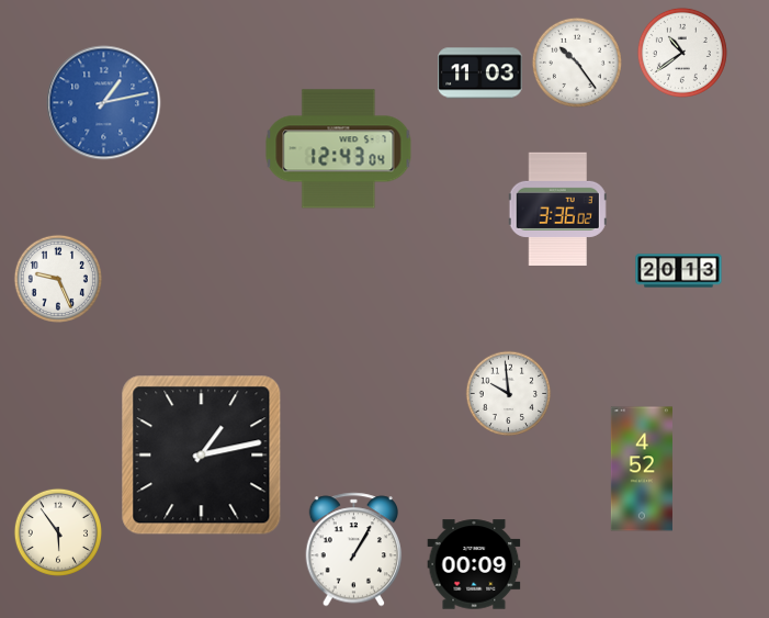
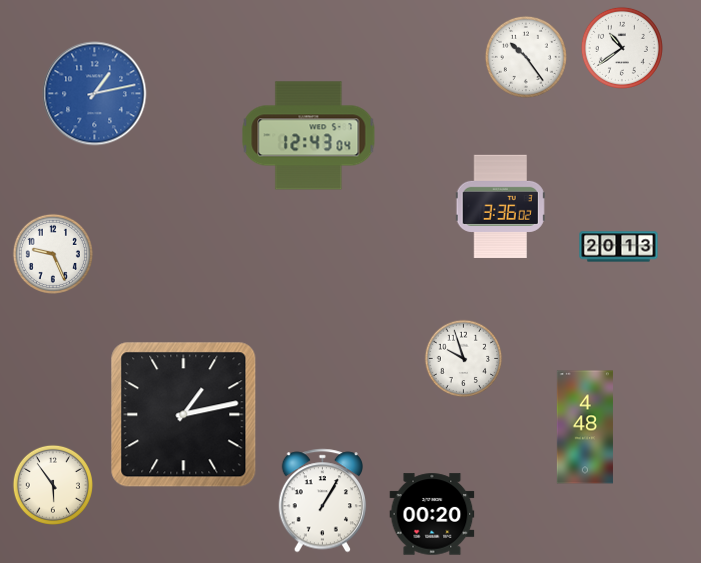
clock at (480, 74): 11:03 -> none
clock at (557, 209) position: (557, 209) -> (500, 206)
clock at (509, 394): 9:59 -> 9:57
clock at (642, 469): 4:52 -> 4:48
clock at (474, 564): 00:09 -> 00:20
